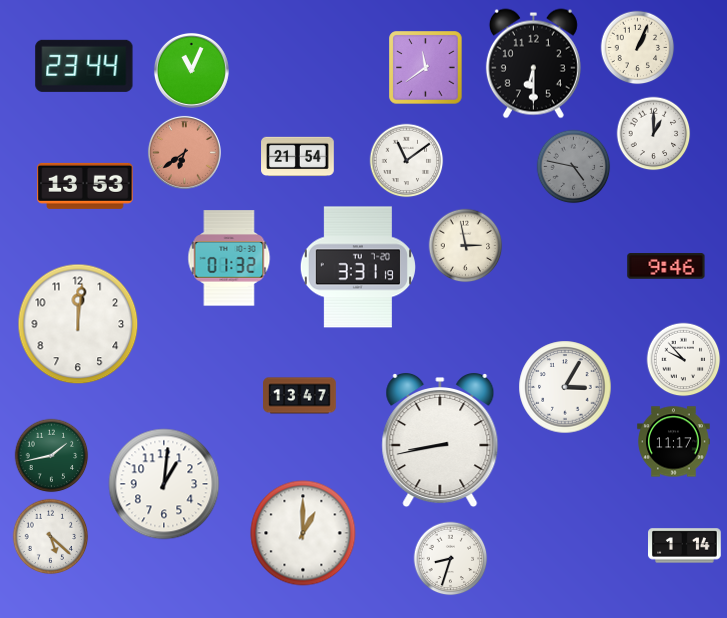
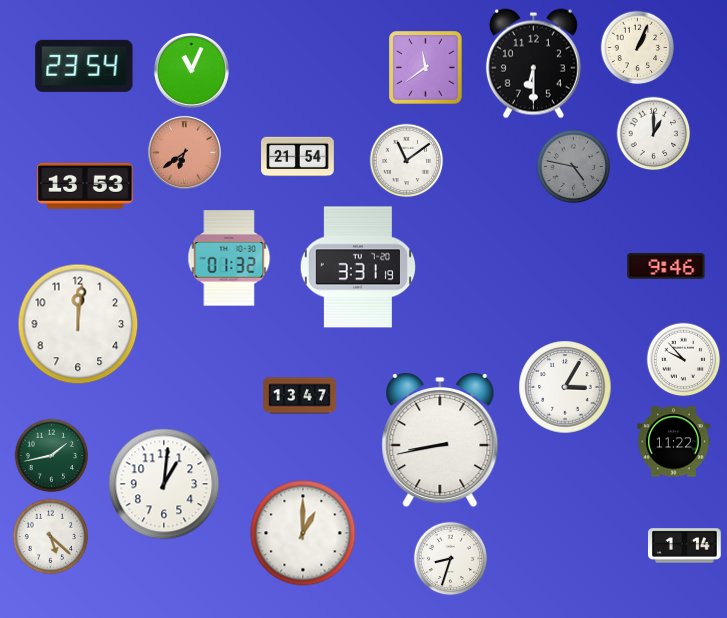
clock at (84, 66): 23:44 -> 23:54
clock at (466, 246): 2:58 -> none
clock at (674, 442): 11:17 -> 11:22
